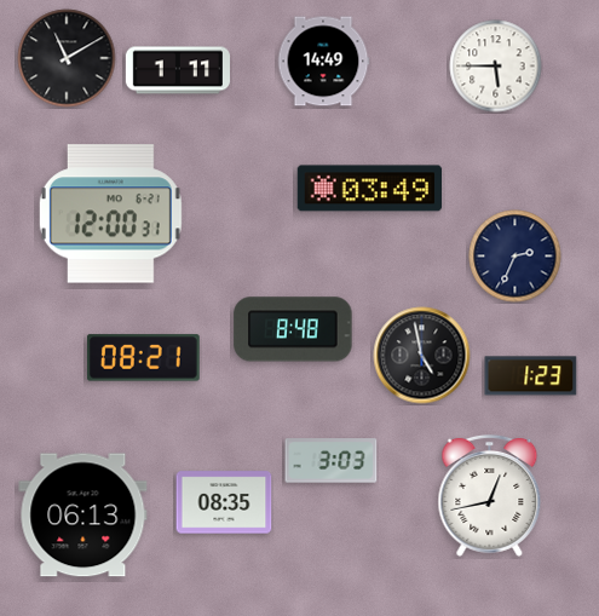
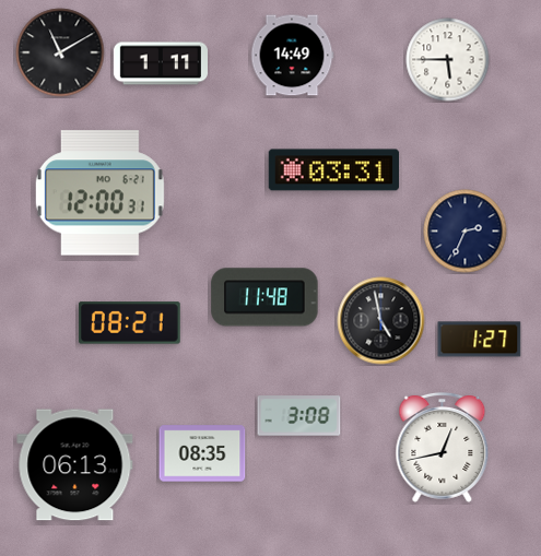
clock at (370, 189): 03:49 -> 03:31
clock at (293, 329): 8:48 -> 11:48
clock at (531, 376): 1:23 -> 1:27
clock at (332, 461): 3:03 -> 3:08
